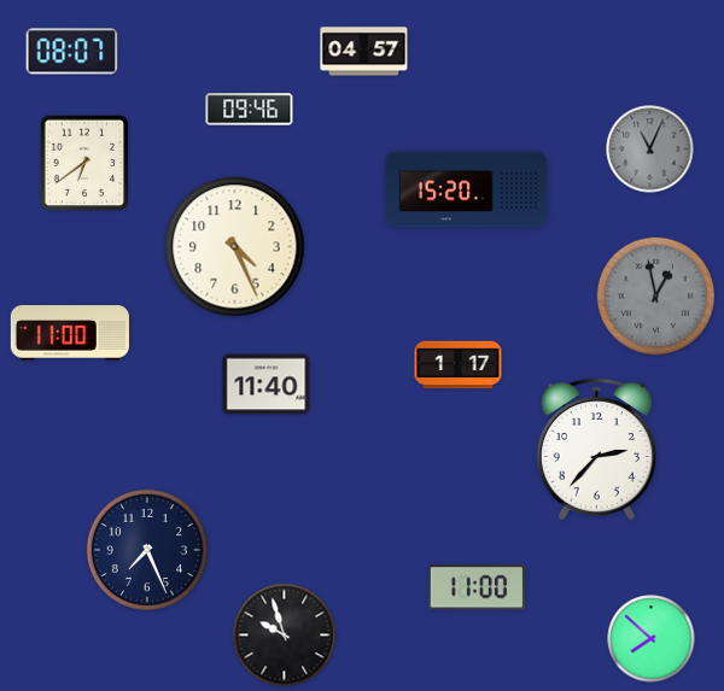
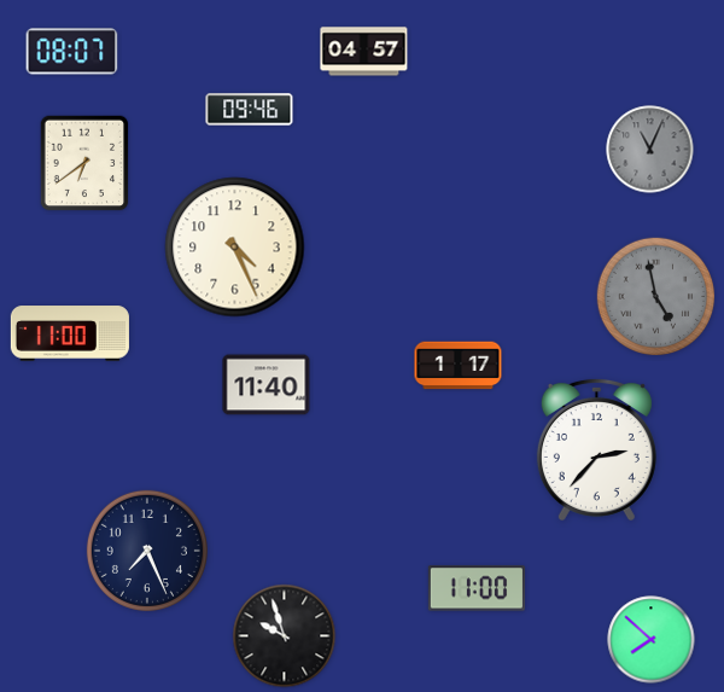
clock at (466, 189): 15:20 -> none
clock at (656, 297): 12:58 -> 4:58
